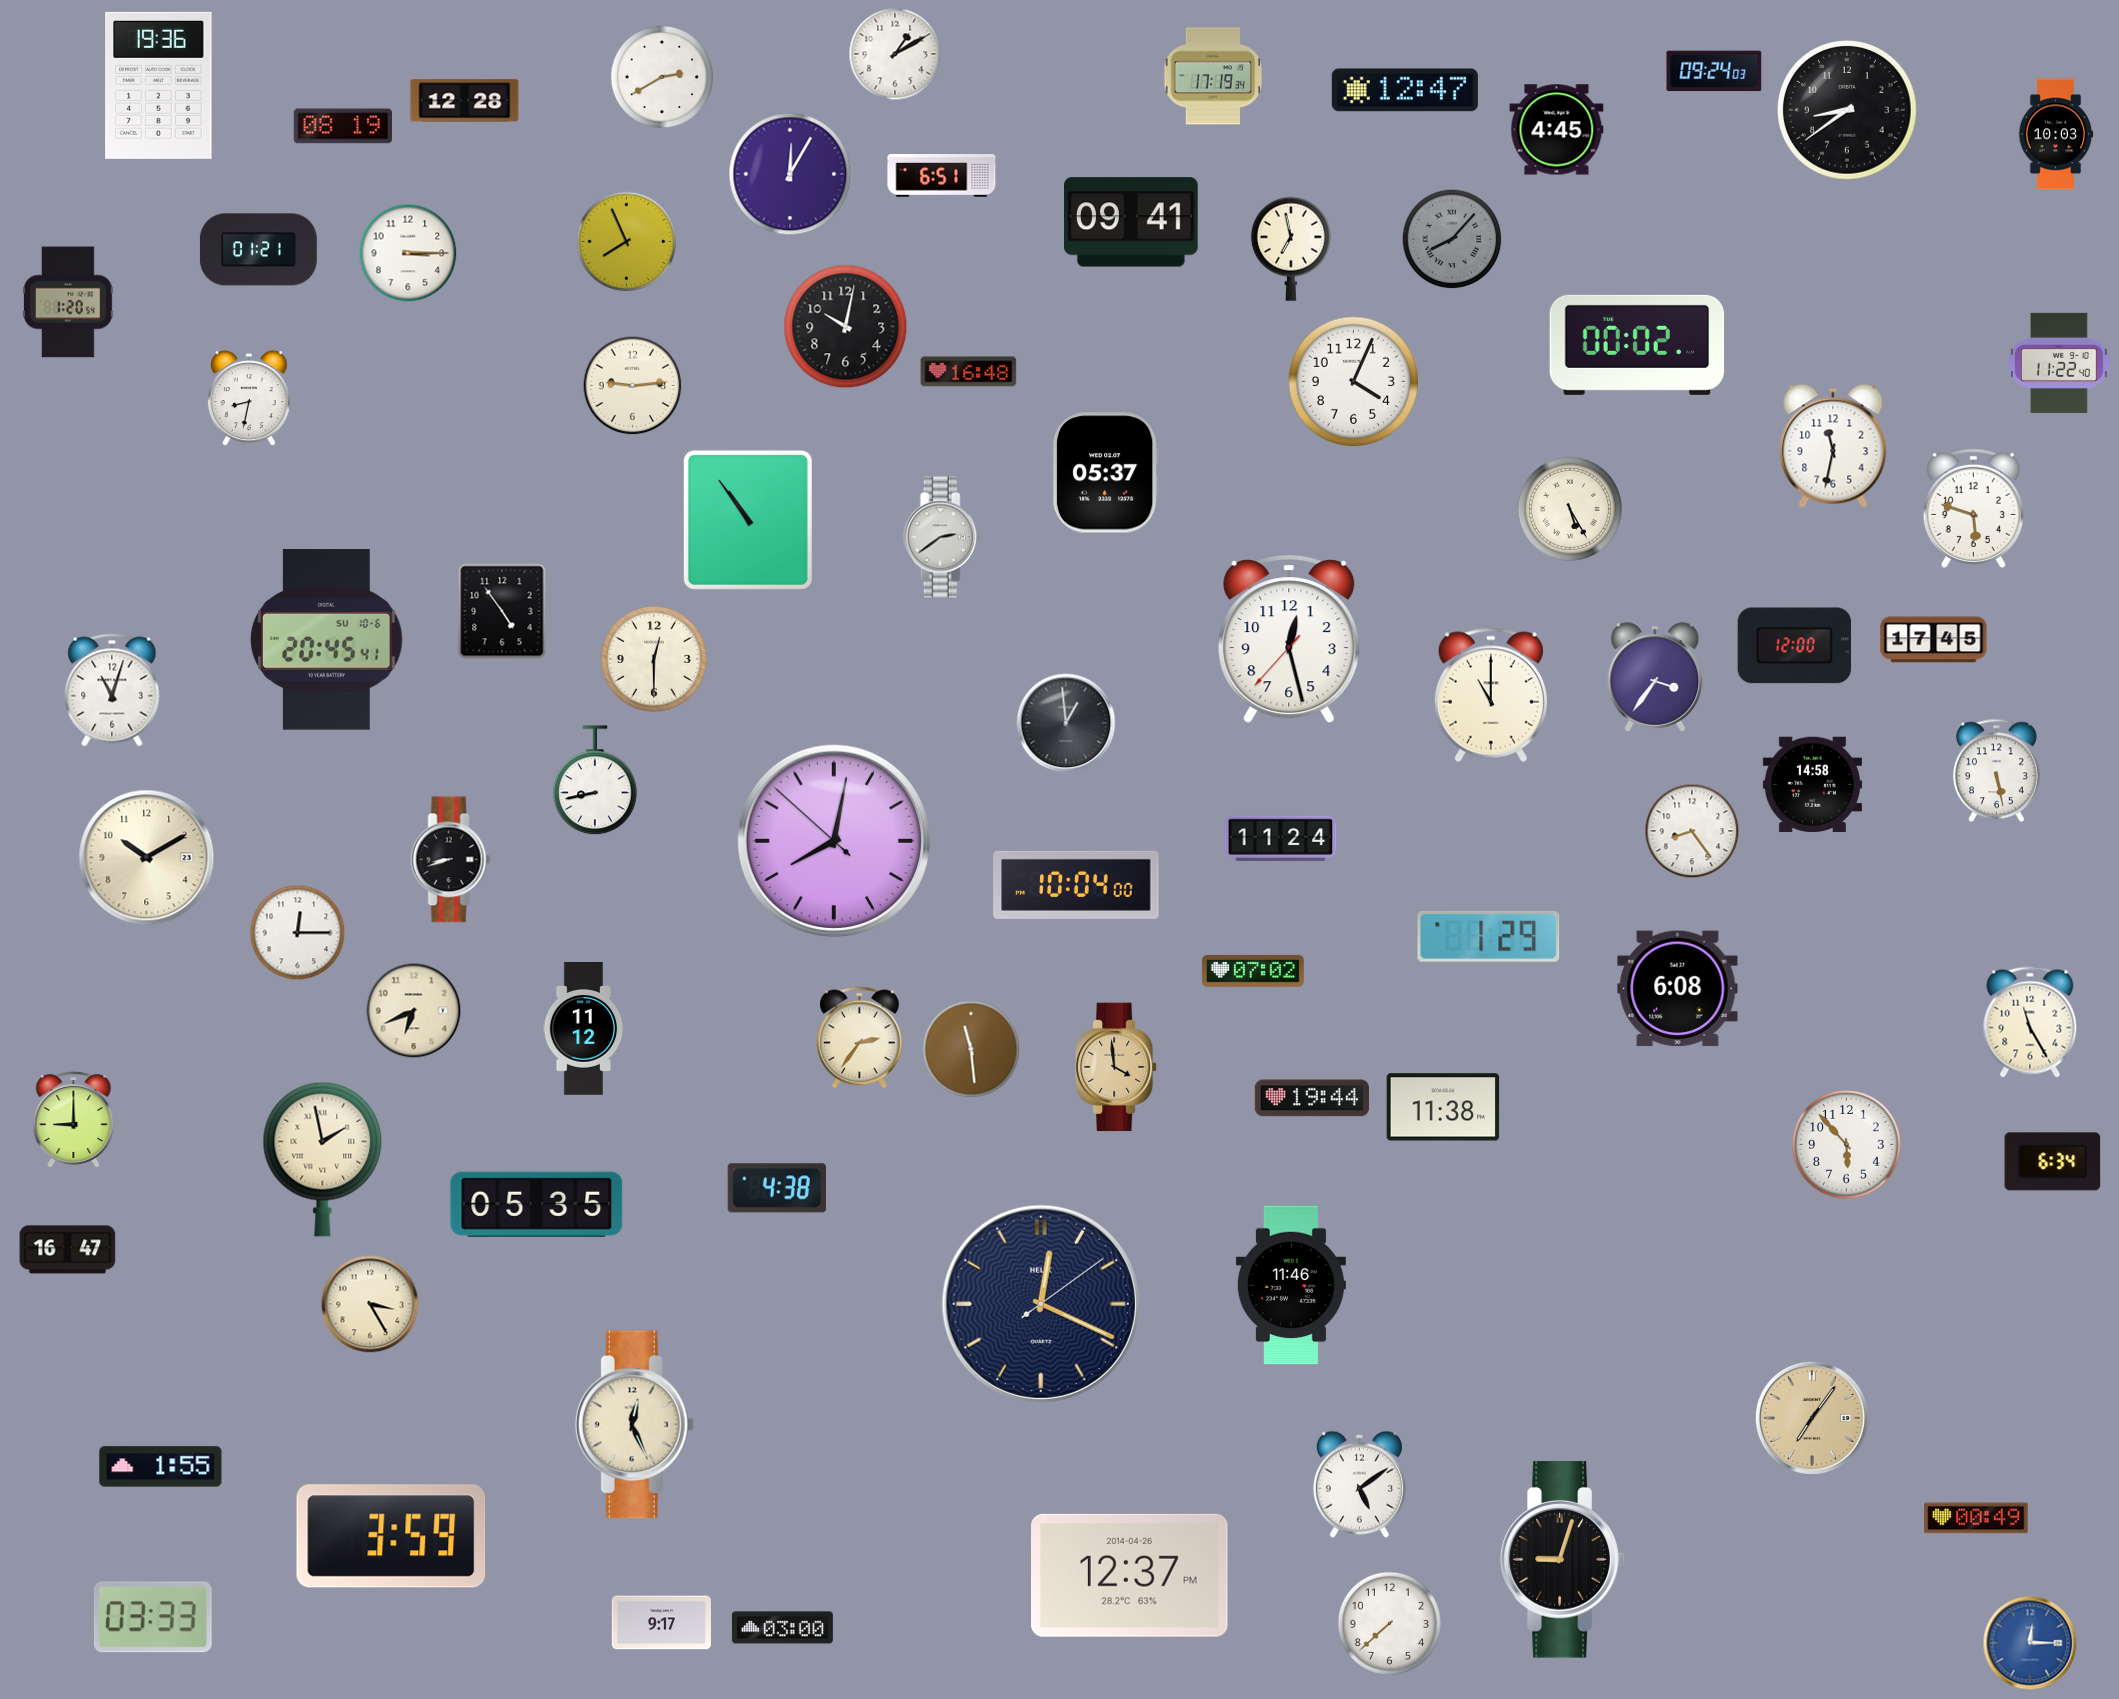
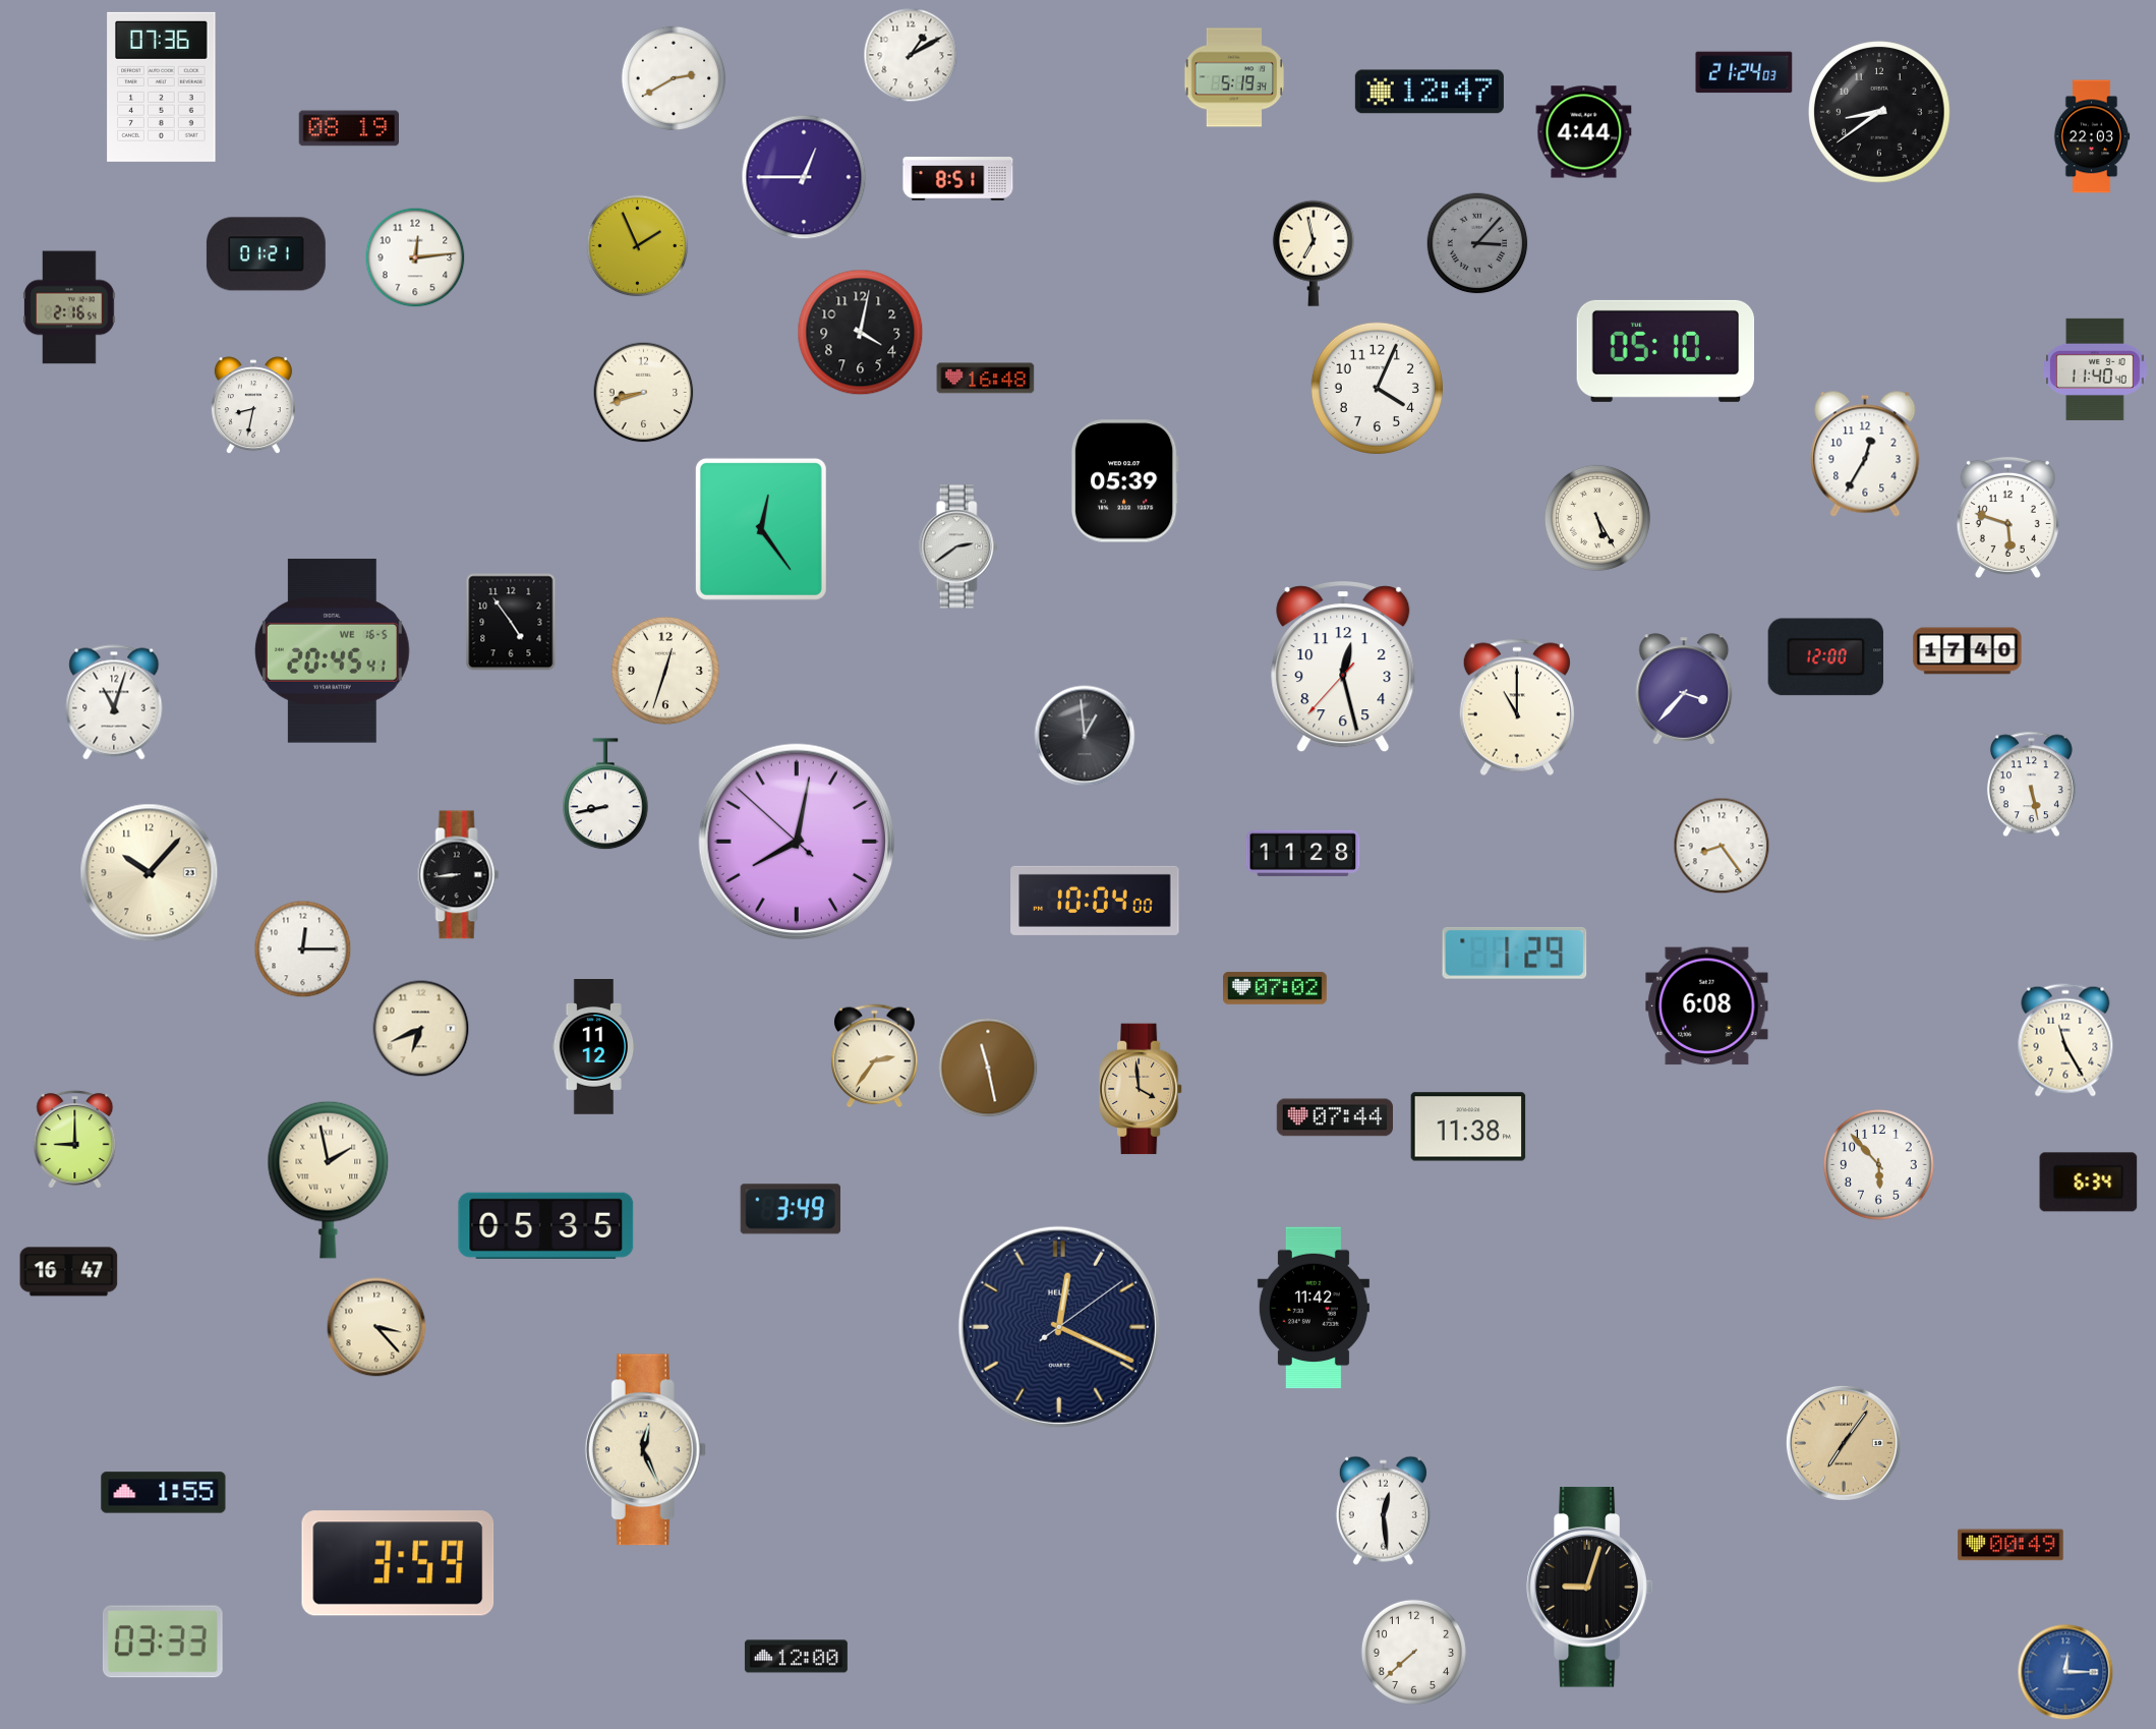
clock at (1714, 71): 09:24 -> 21:24
clock at (1213, 76): 17:19 -> 5:19
clock at (159, 85): 19:36 -> 07:36
clock at (465, 101): 12:28 -> none
clock at (1557, 130): 4:45 -> 4:44
clock at (2056, 134): 10:03 -> 22:03
clock at (790, 174): 12:05 -> 12:45
clock at (942, 176): 6:51 -> 8:51
clock at (1132, 222): 09:41 -> none
clock at (1452, 239): 8:07 -> 3:07
clock at (627, 242): 7:56 -> 1:56
clock at (258, 250) position: (258, 250) -> (266, 254)
clock at (408, 253): 3:15 -> 12:14
clock at (69, 302): 1:20 -> 2:16
clock at (846, 327): 10:02 -> 4:02
clock at (1637, 345): 00:02 -> 05:10
clock at (2059, 363): 11:22 -> 11:40
clock at (633, 386): 9:14 -> 8:42
clock at (1833, 446): 11:32 -> 12:35
clock at (1105, 473): 05:37 -> 05:39
clock at (748, 520): 10:54 -> 12:24
clock at (326, 640) date: SU 10-6 -> WE 16-5
clock at (1289, 640) position: (1289, 640) -> (1343, 668)
clock at (1934, 640): 17:45 -> 17:40
clock at (654, 659): 12:30 -> 12:33
clock at (1655, 677): 3:36 -> 3:37
clock at (1812, 785): 14:58 -> none
clock at (1281, 838): 11:24 -> 11:28
clock at (834, 841) position: (834, 841) -> (797, 842)
clock at (147, 858): 10:10 -> 10:07
clock at (451, 860): 8:42 -> 8:44
clock at (971, 1049): 11:29 -> 11:28
clock at (1117, 1067) position: (1117, 1067) -> (1142, 1089)
clock at (1312, 1098): 19:44 -> 07:44
clock at (777, 1188): 4:38 -> 3:49
clock at (1291, 1285): 11:46 -> 11:42
clock at (370, 1304): 3:25 -> 3:23
clock at (1359, 1484): 5:09 -> 12:29
clock at (1130, 1575): 12:37 -> none
clock at (153, 1617) position: (153, 1617) -> (163, 1641)
clock at (661, 1623): 9:17 -> none
clock at (782, 1628): 03:00 -> 12:00
